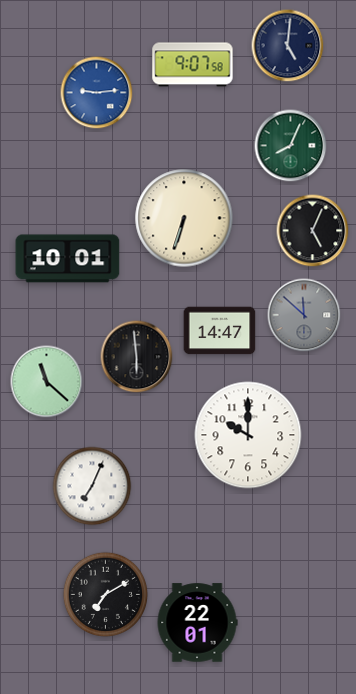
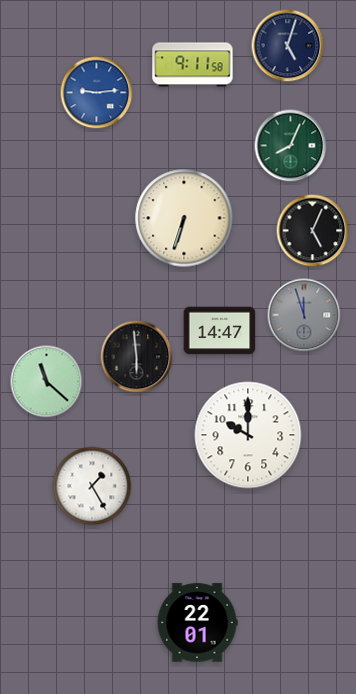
clock at (288, 46): 5:01 -> 5:03
clock at (193, 65): 9:07 -> 9:11
clock at (68, 259): 10:01 -> none
clock at (304, 315): 11:52 -> 11:57
clock at (92, 486): 7:04 -> 1:25
clock at (106, 595): 7:10 -> none
